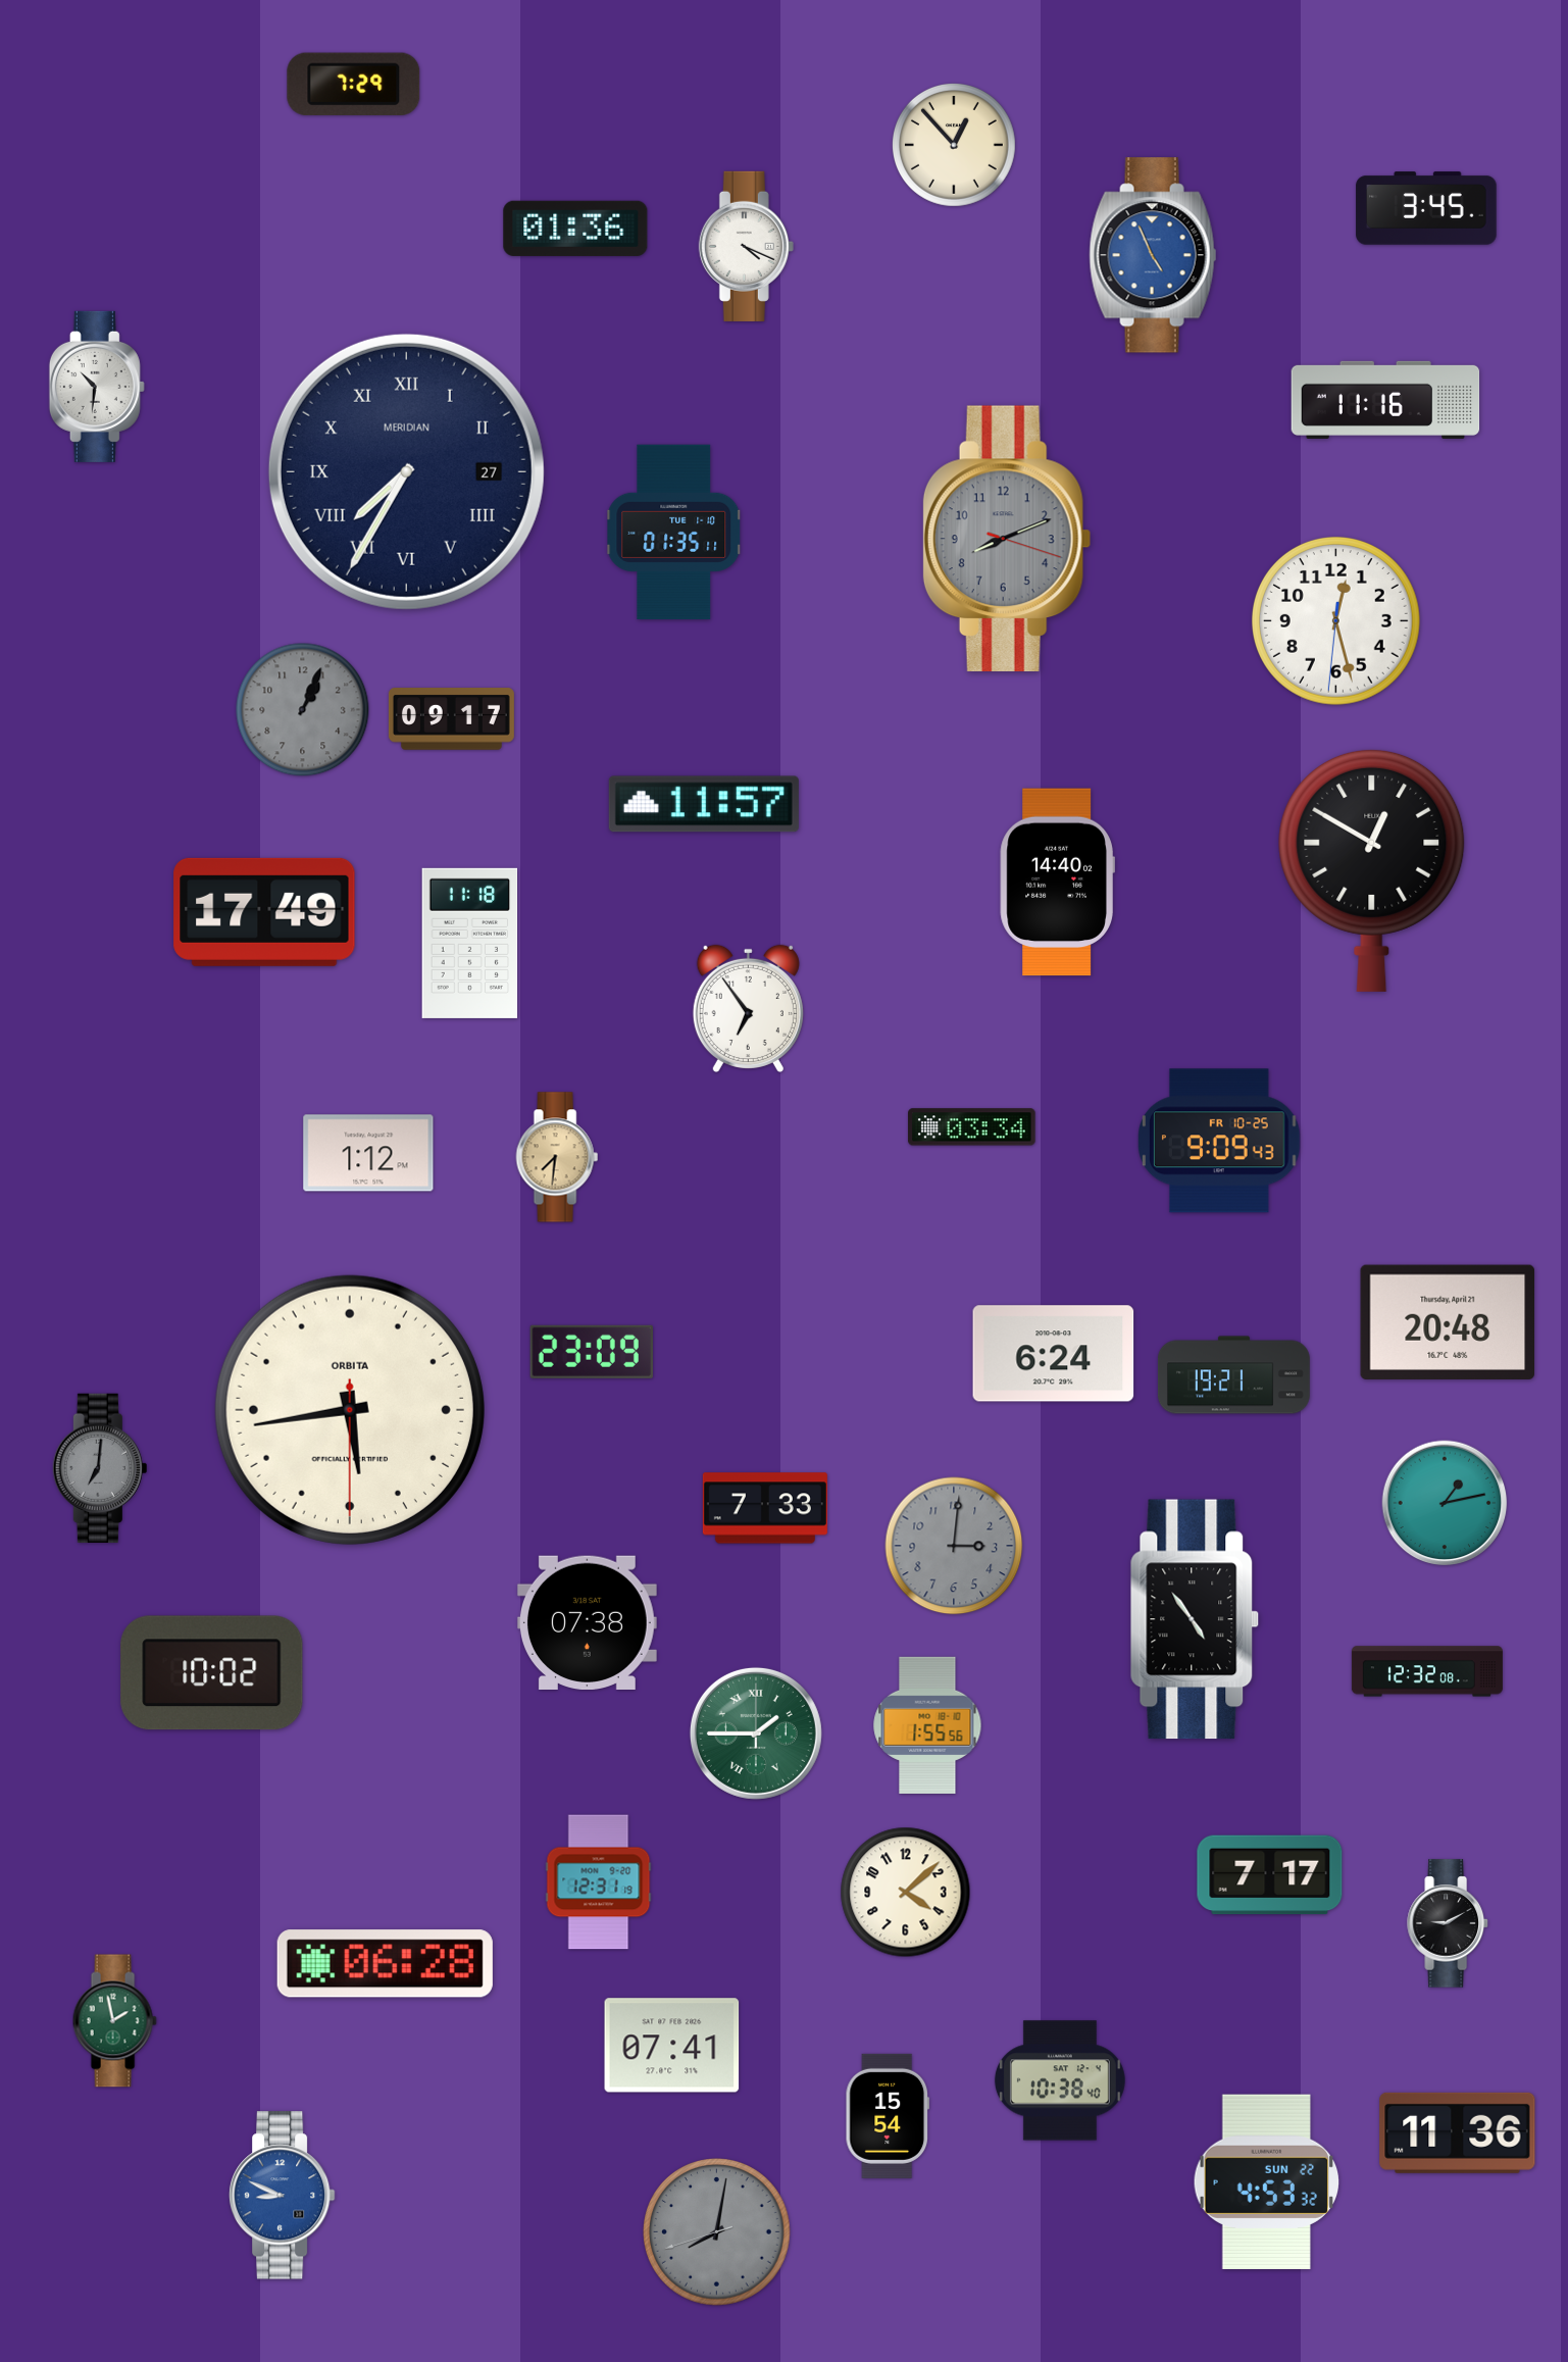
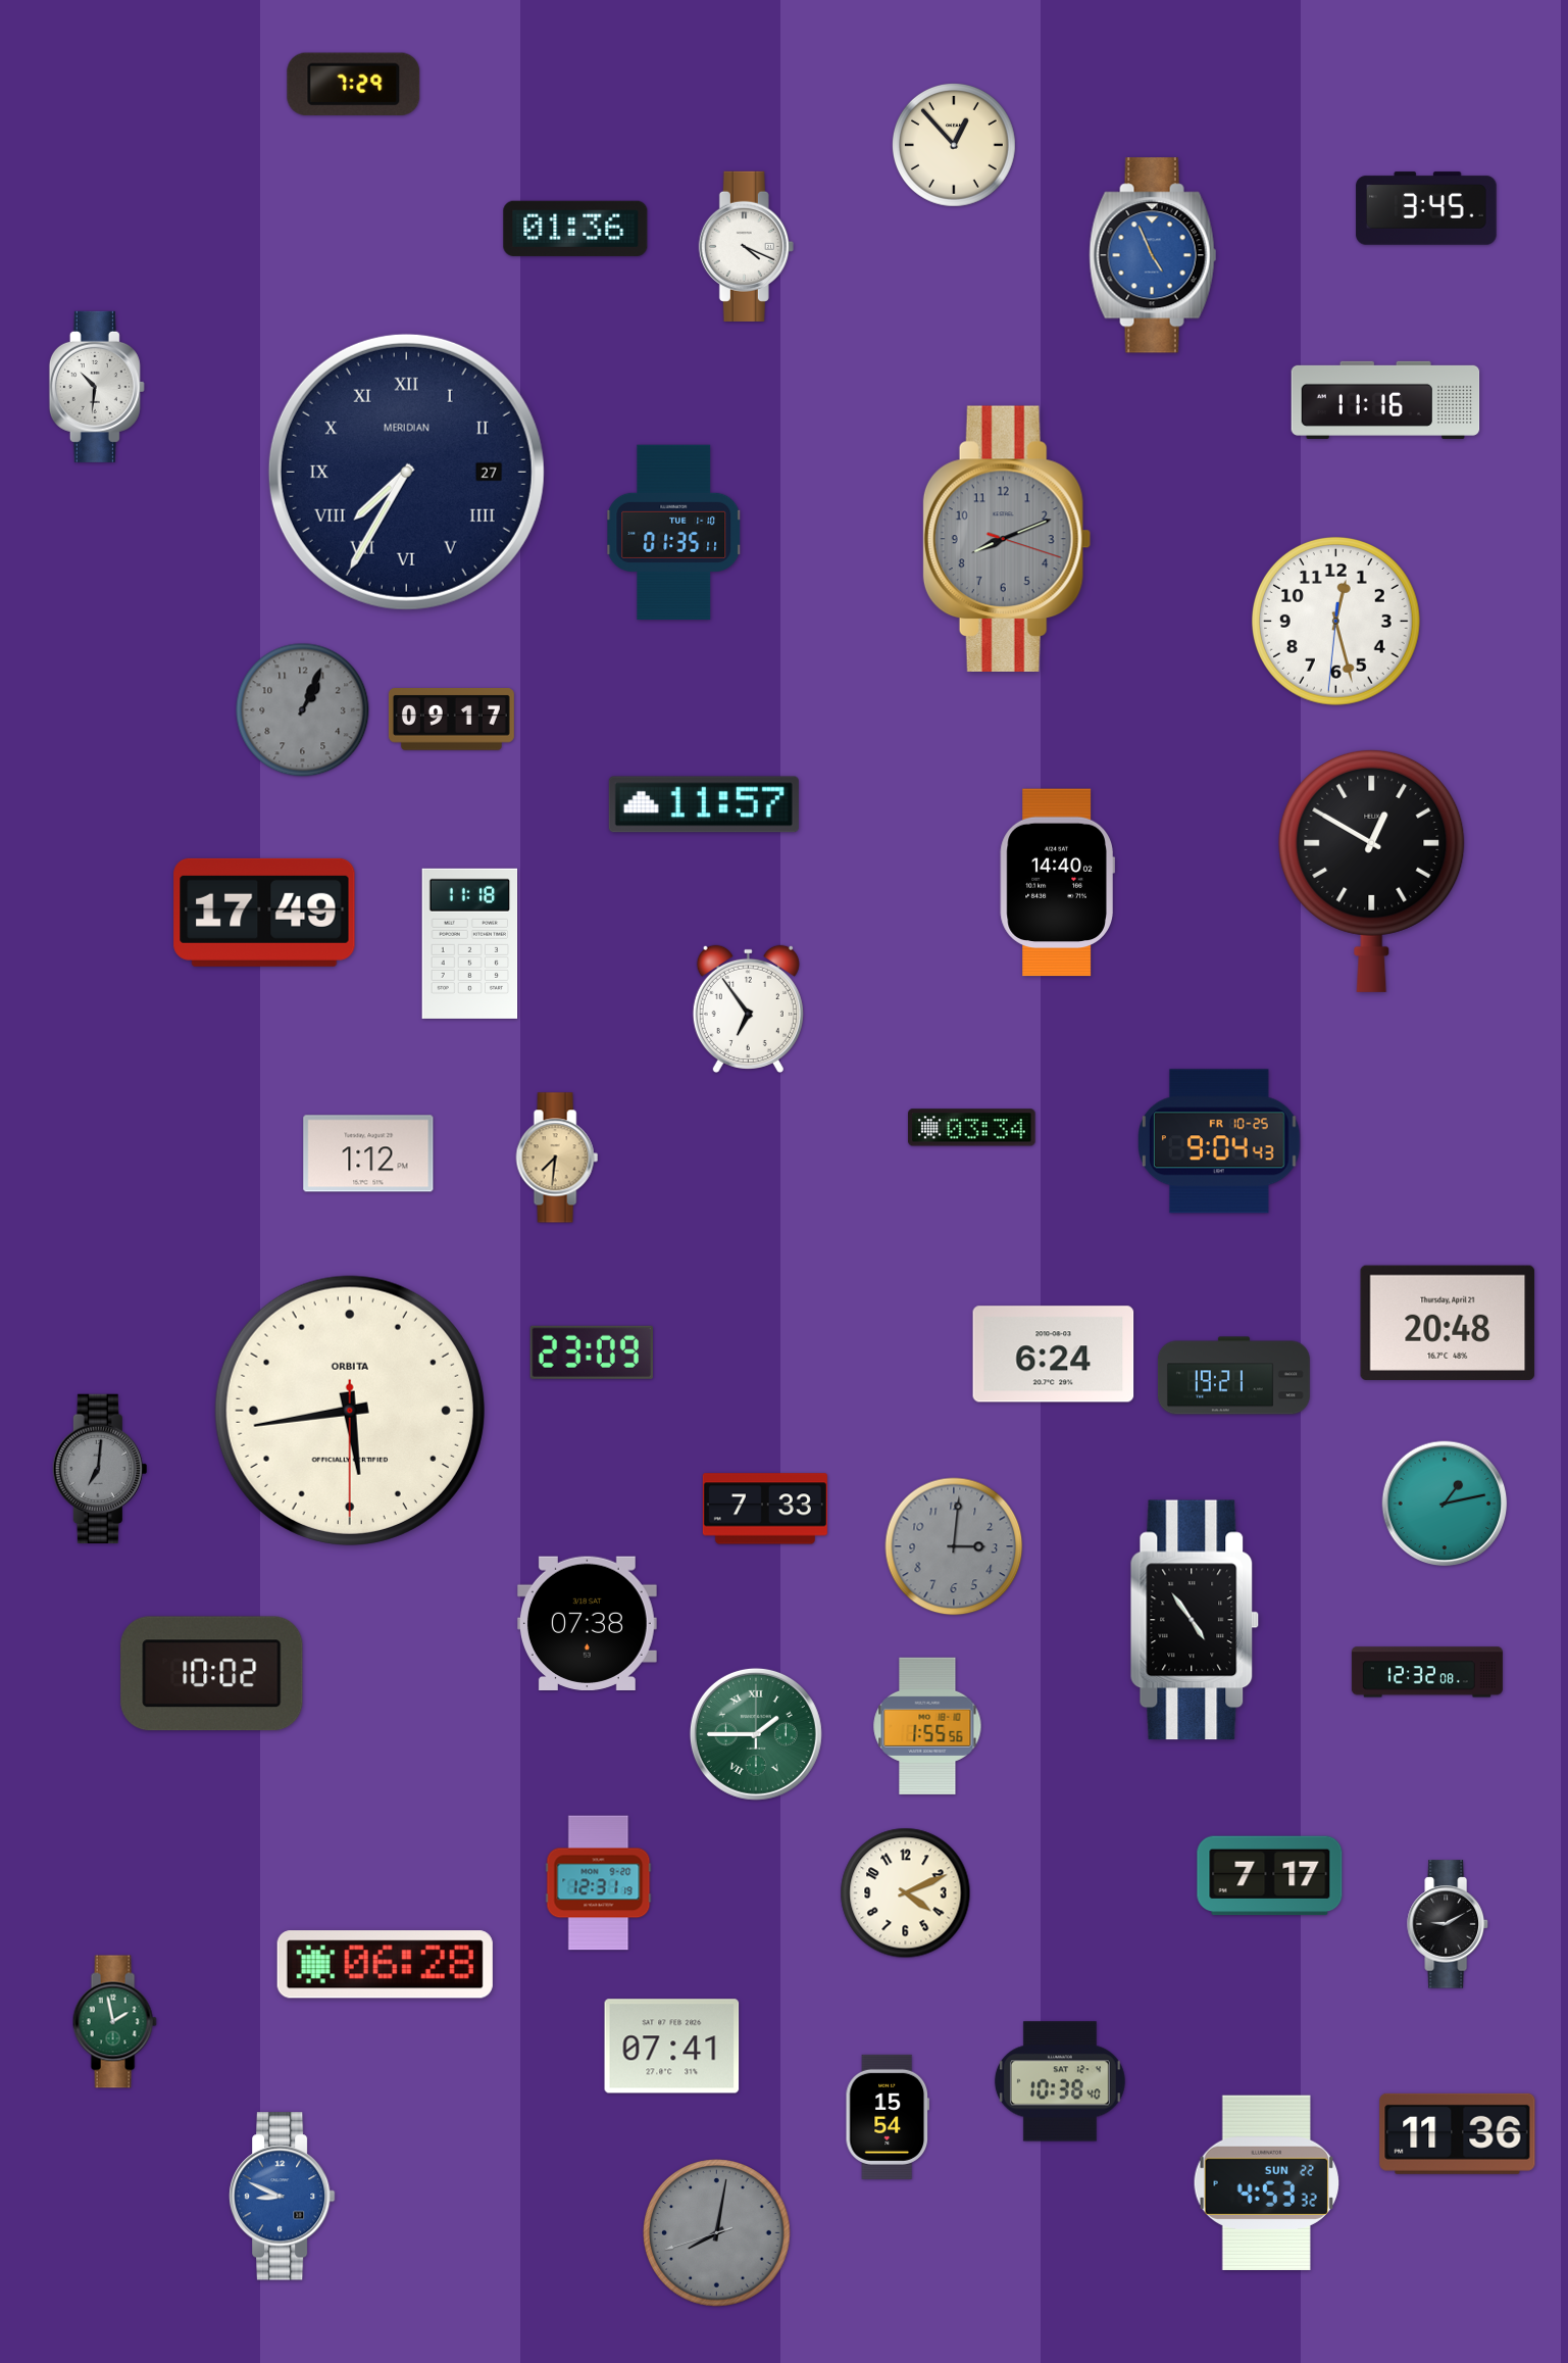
clock at (1219, 1141): 9:09 -> 9:04
clock at (906, 1893): 4:08 -> 4:11
